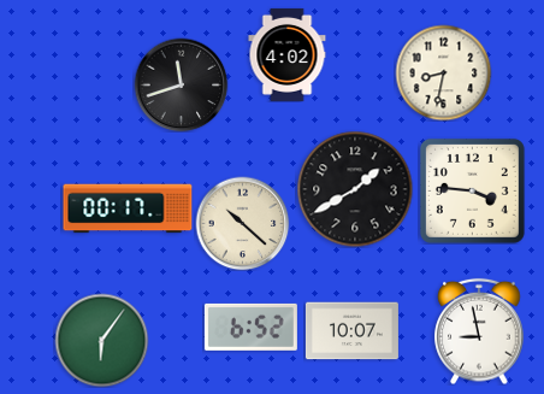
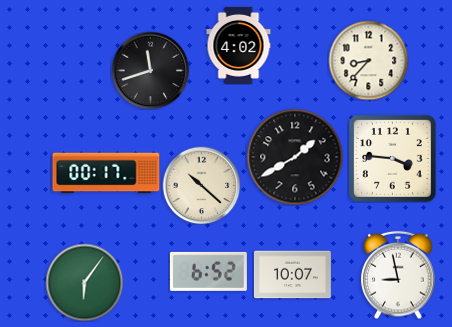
clock at (443, 72): 8:32 -> 8:37
